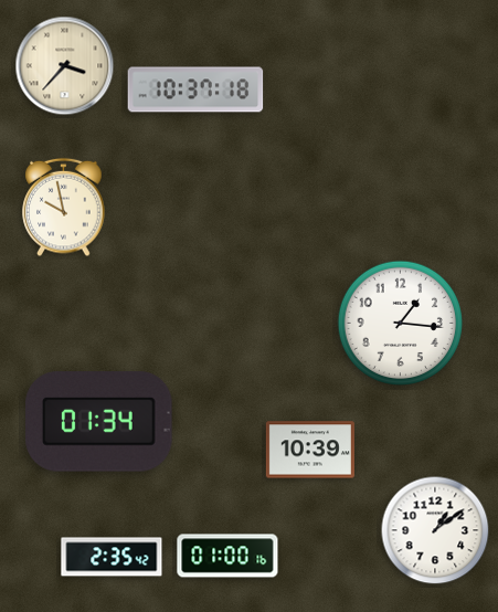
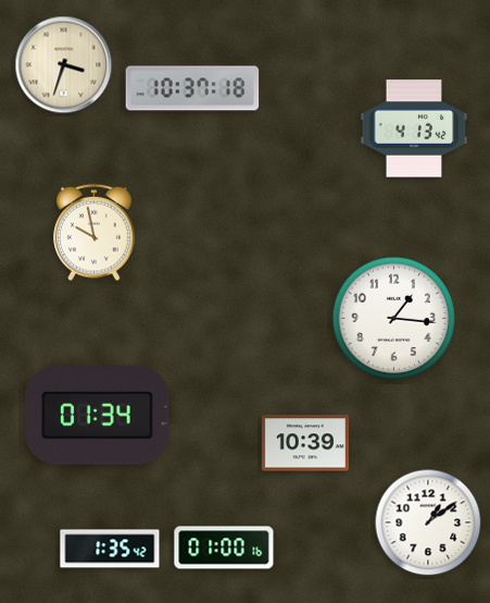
clock at (65, 66): 3:37 -> 3:33
clock at (414, 128): none -> 4:13
clock at (64, 208) position: (64, 208) -> (95, 233)
clock at (112, 557): 2:35 -> 1:35
